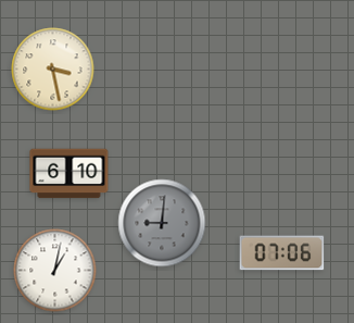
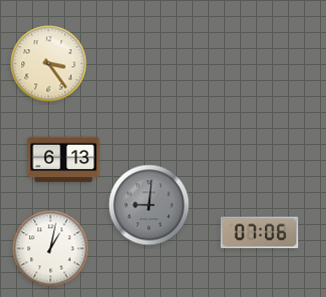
clock at (53, 70): 3:28 -> 3:24
clock at (69, 174): 6:10 -> 6:13
